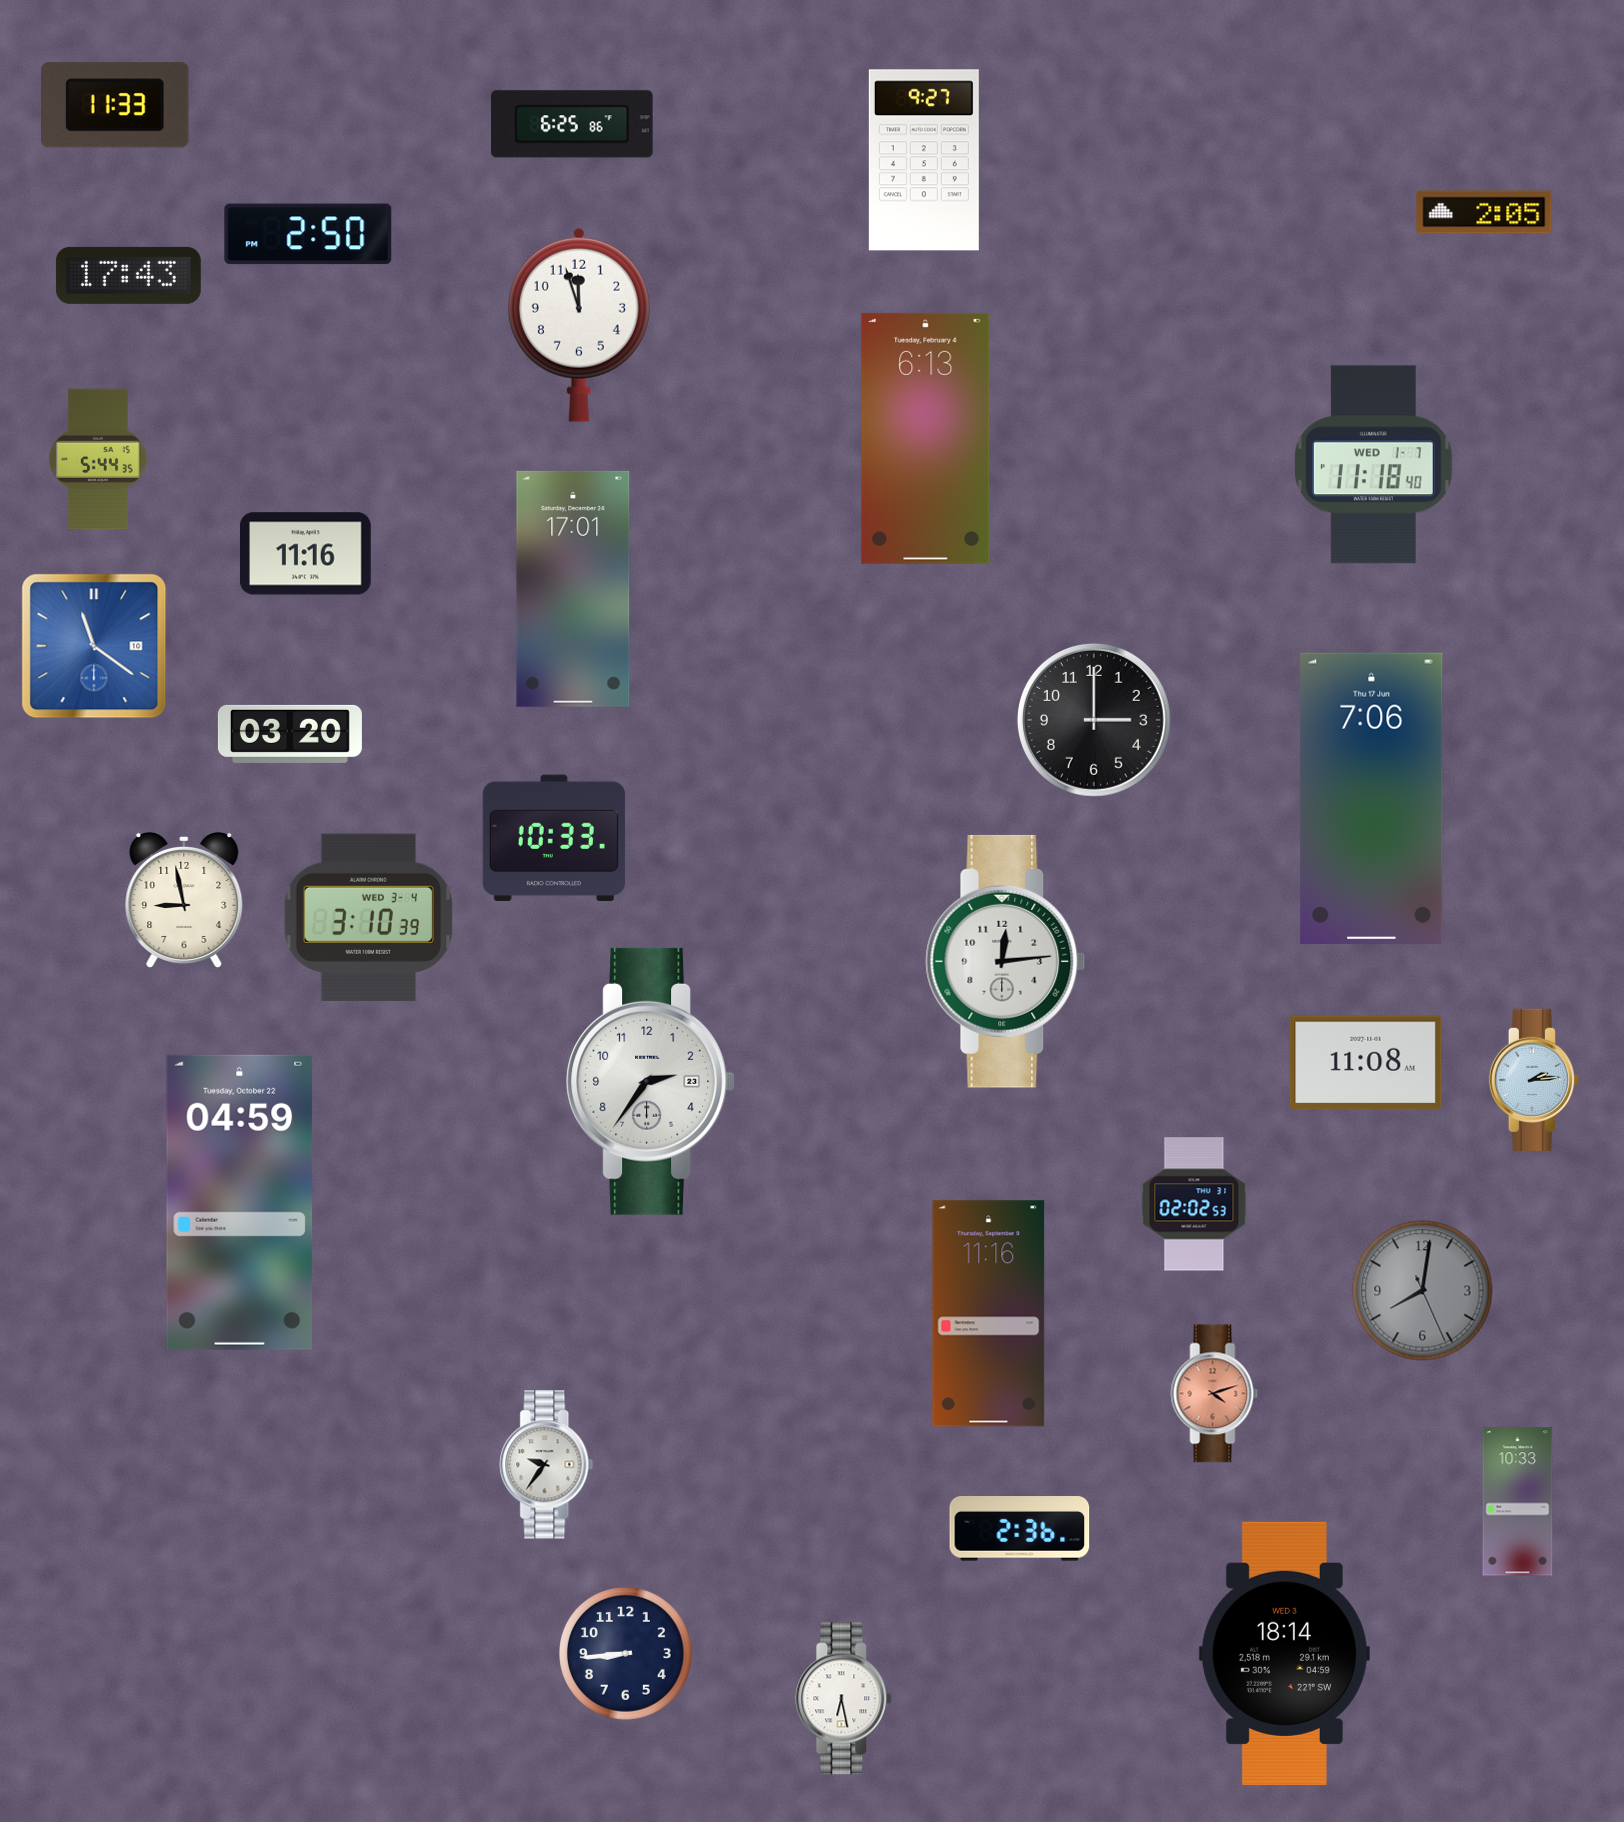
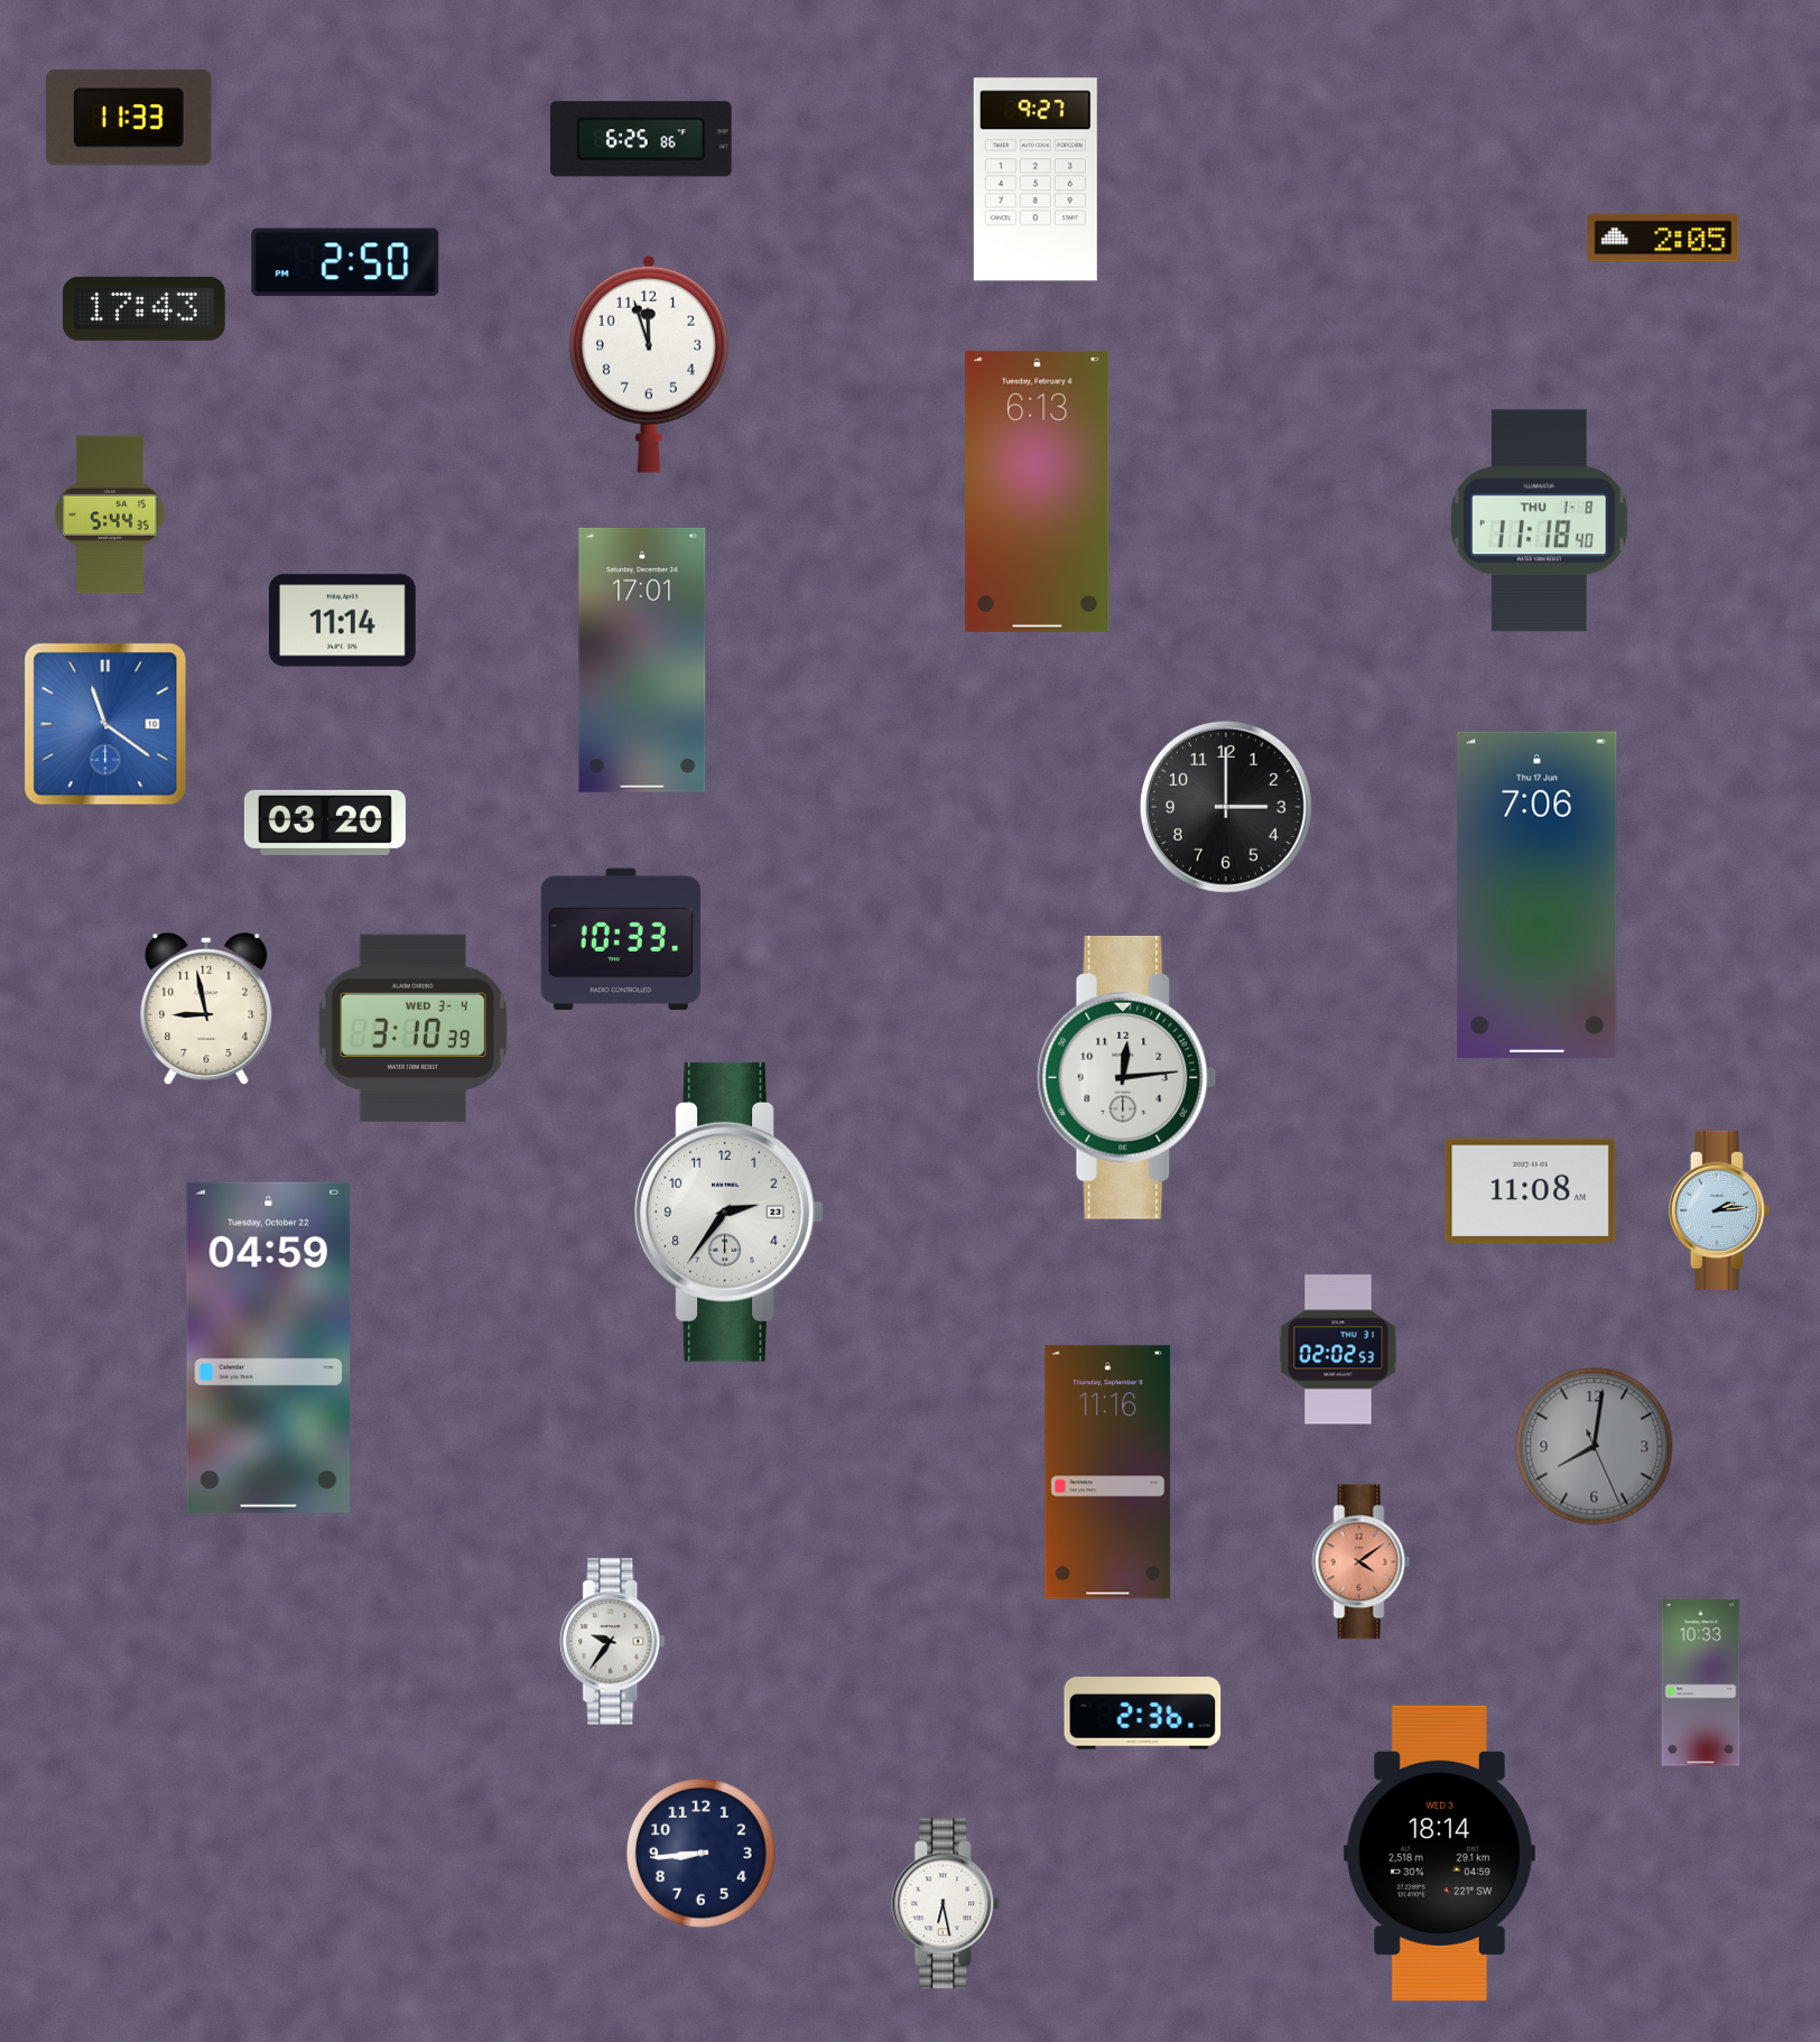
clock at (1373, 465) date: WED 1-7 -> THU 1-8
clock at (305, 554): 11:16 -> 11:14
clock at (1215, 1394): 4:12 -> 4:09
